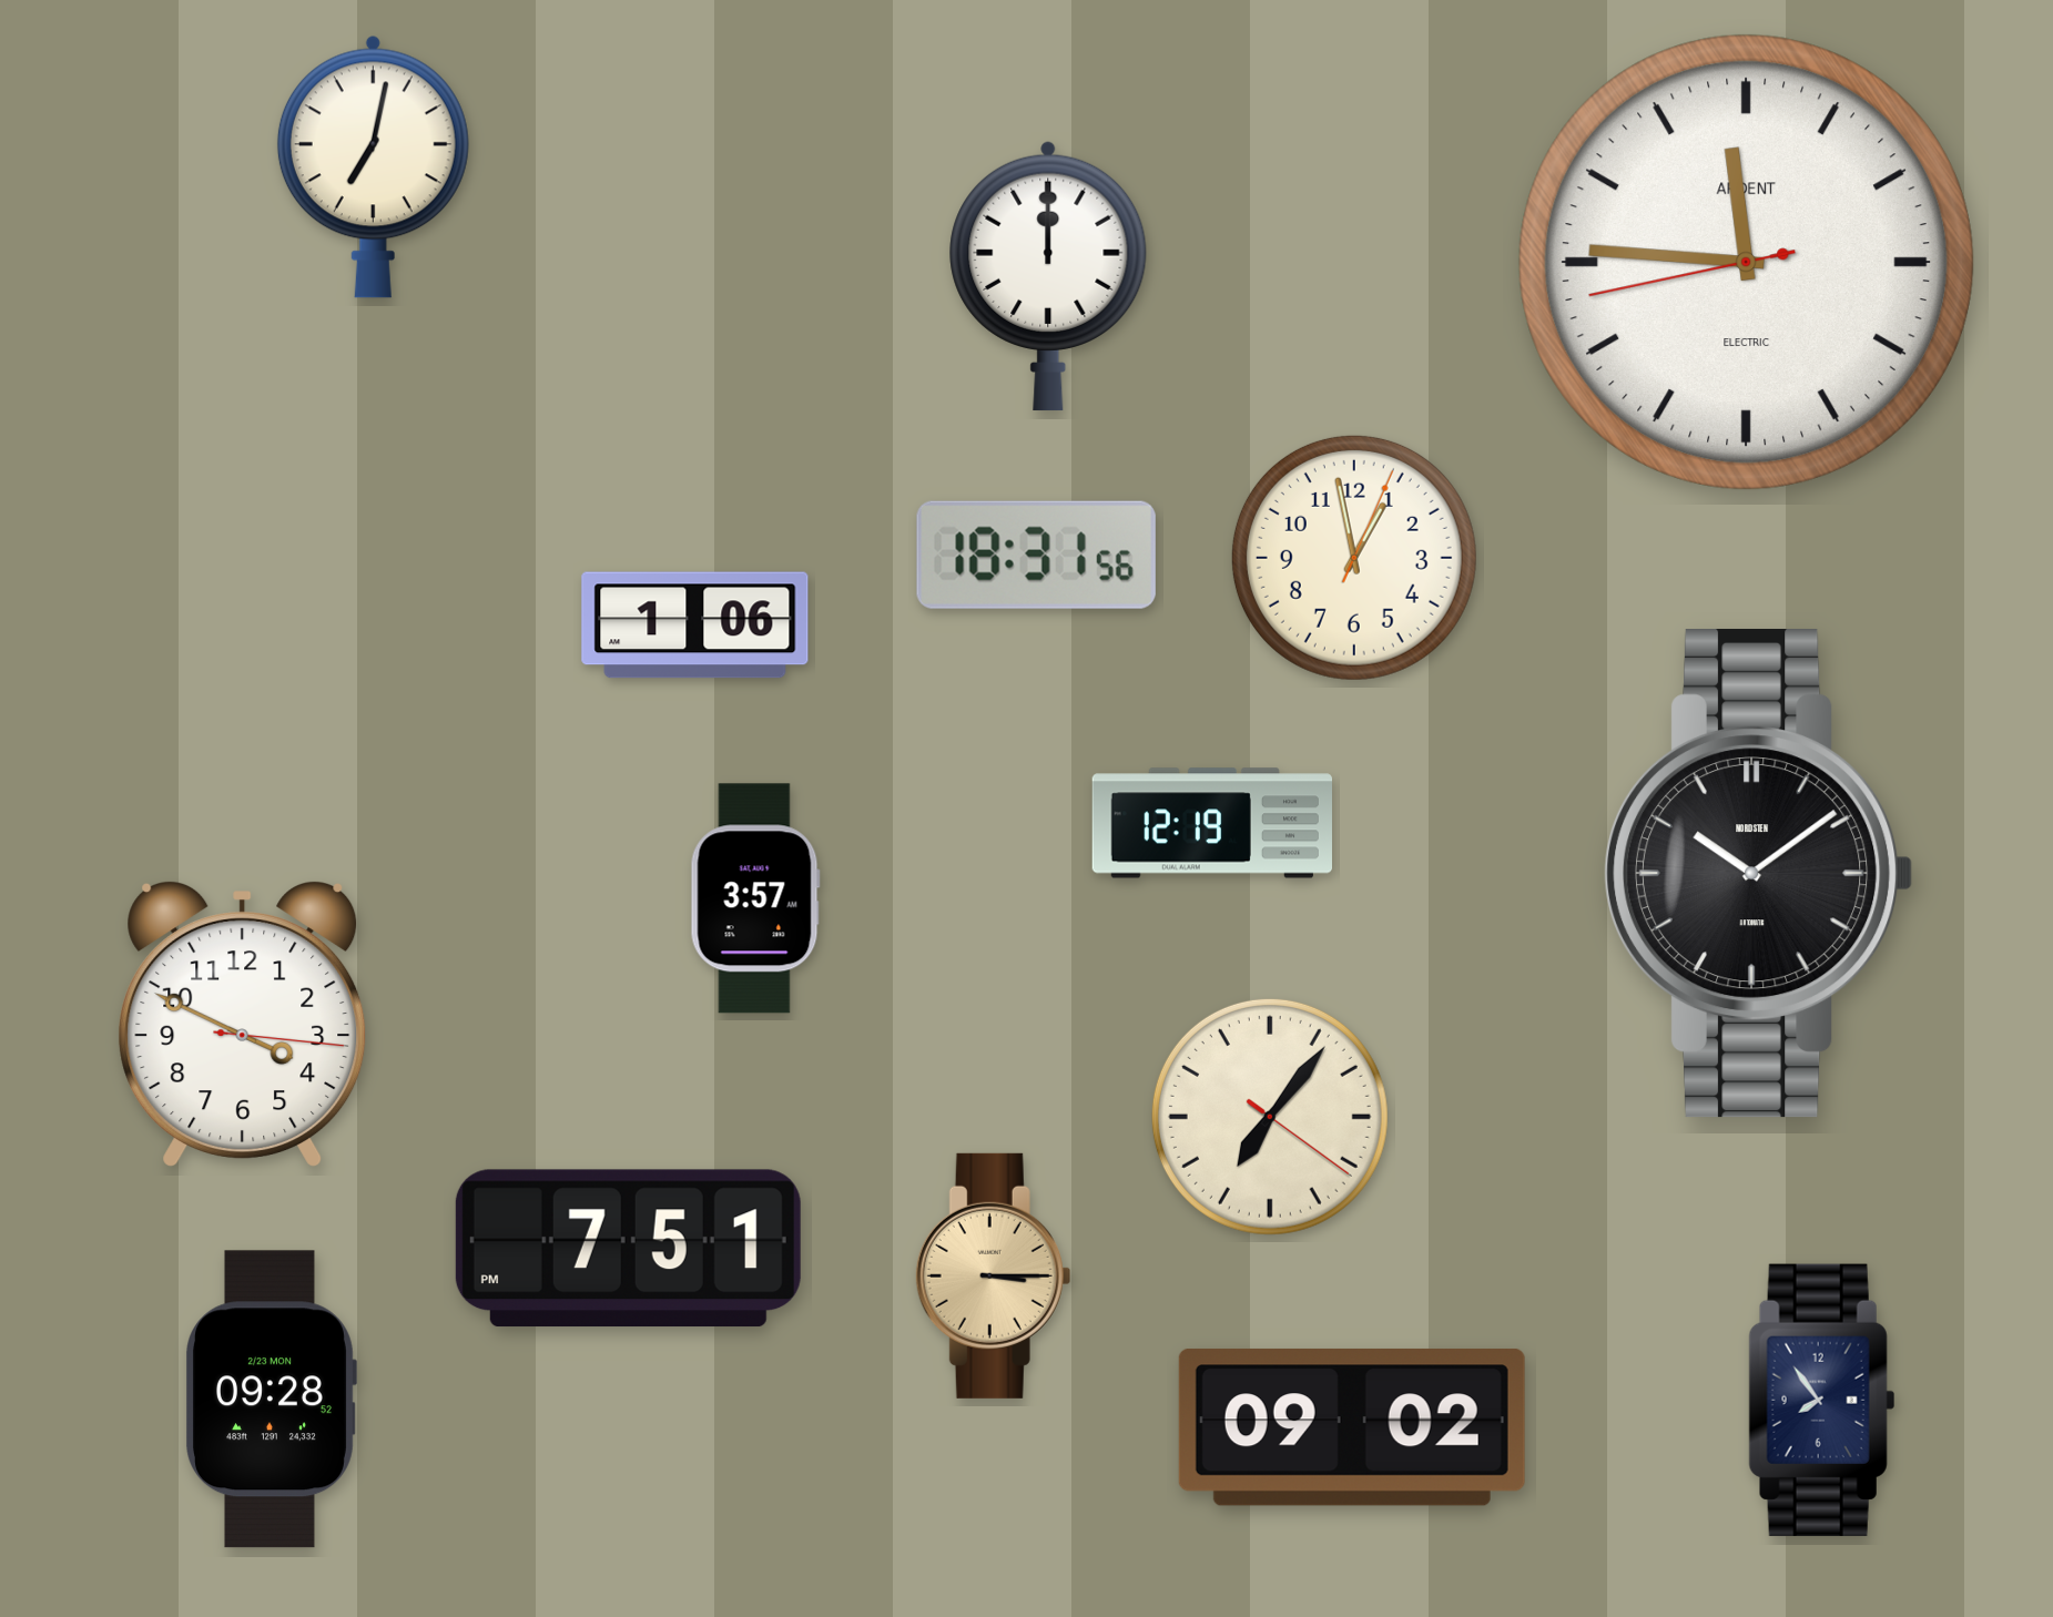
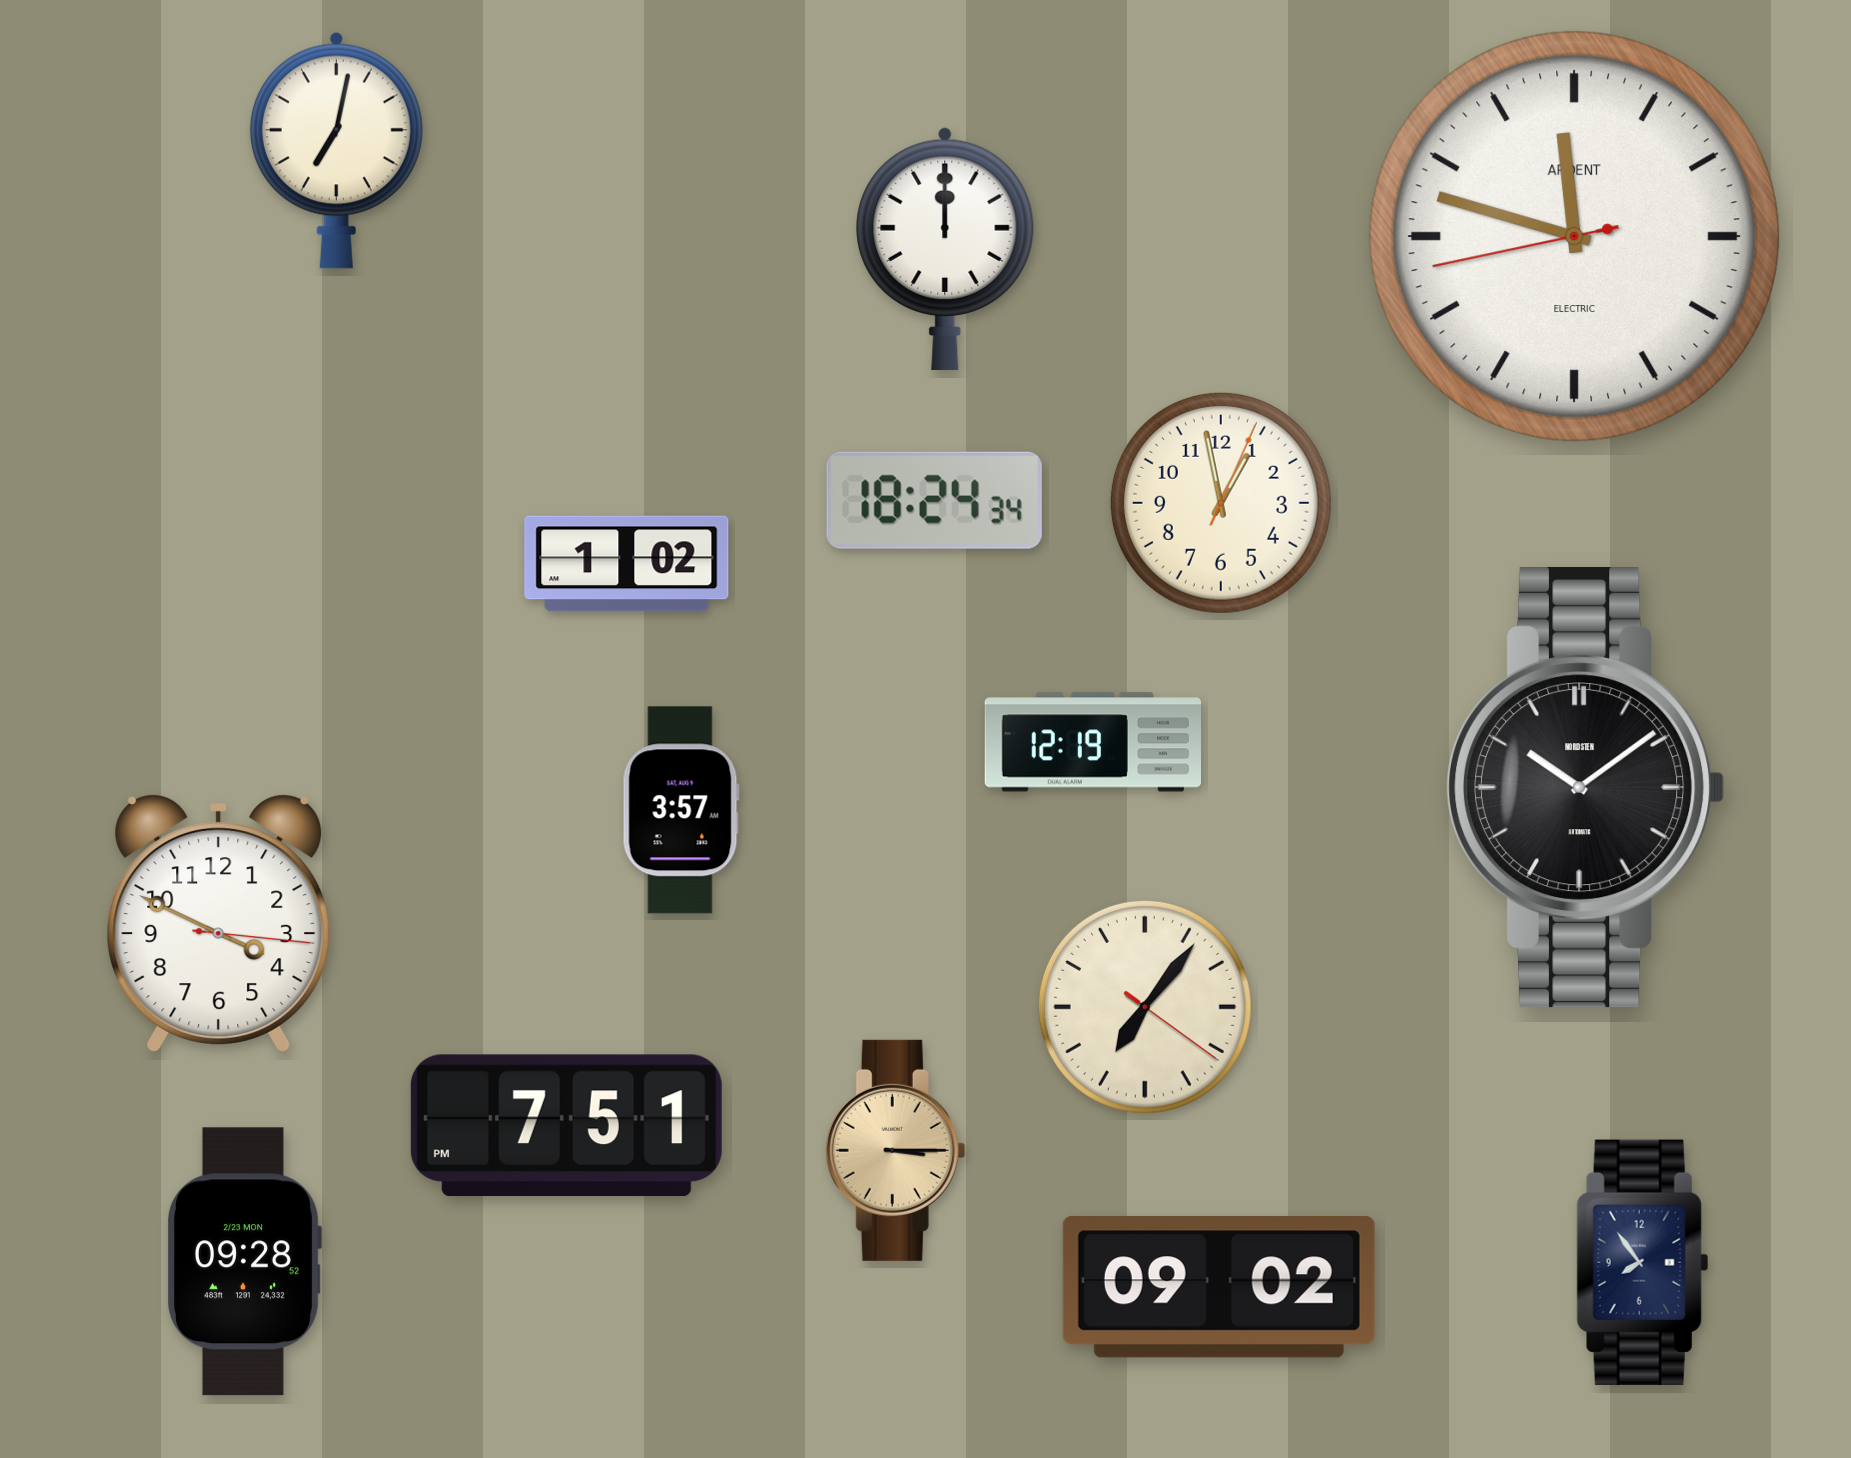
clock at (1746, 262): 11:45 -> 11:47
clock at (1036, 555): 18:31 -> 18:24
clock at (695, 626): 1:06 -> 1:02
